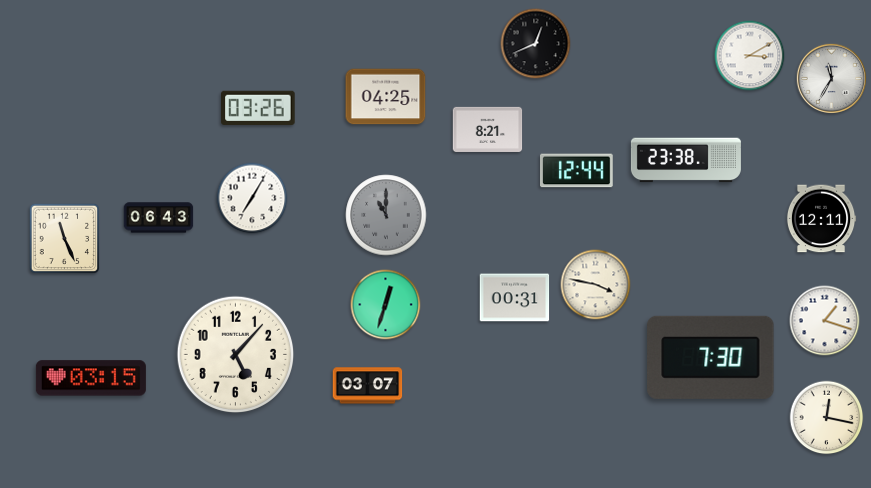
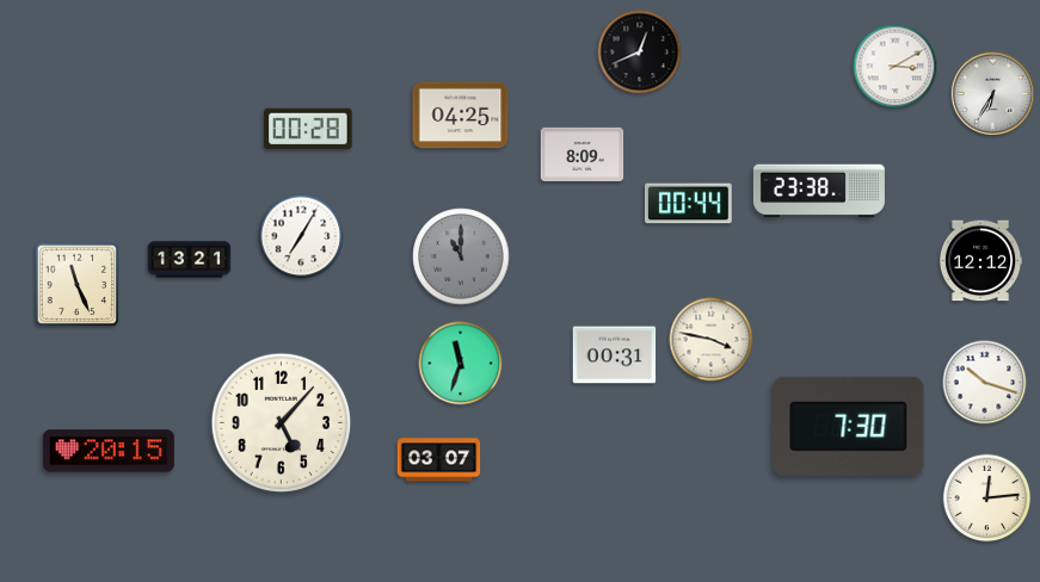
clock at (831, 78): 11:35 -> 6:35
clock at (258, 108): 03:26 -> 00:28
clock at (488, 129): 8:21 -> 8:09
clock at (577, 171): 12:44 -> 00:44
clock at (159, 218): 06:43 -> 13:21
clock at (821, 219): 12:11 -> 12:12
clock at (386, 305): 12:33 -> 11:33
clock at (825, 321): 1:18 -> 10:18
clock at (91, 378): 03:15 -> 20:15
clock at (827, 418): 12:17 -> 12:14
